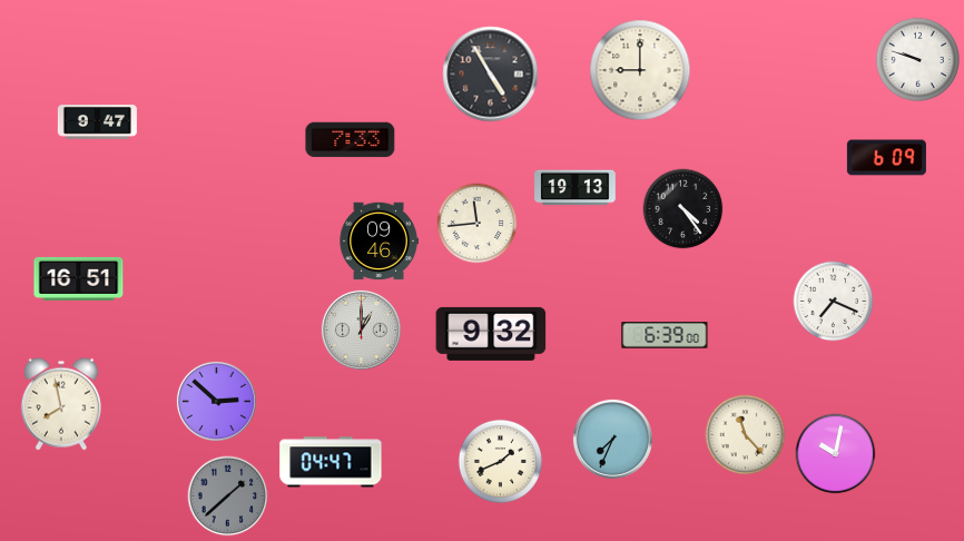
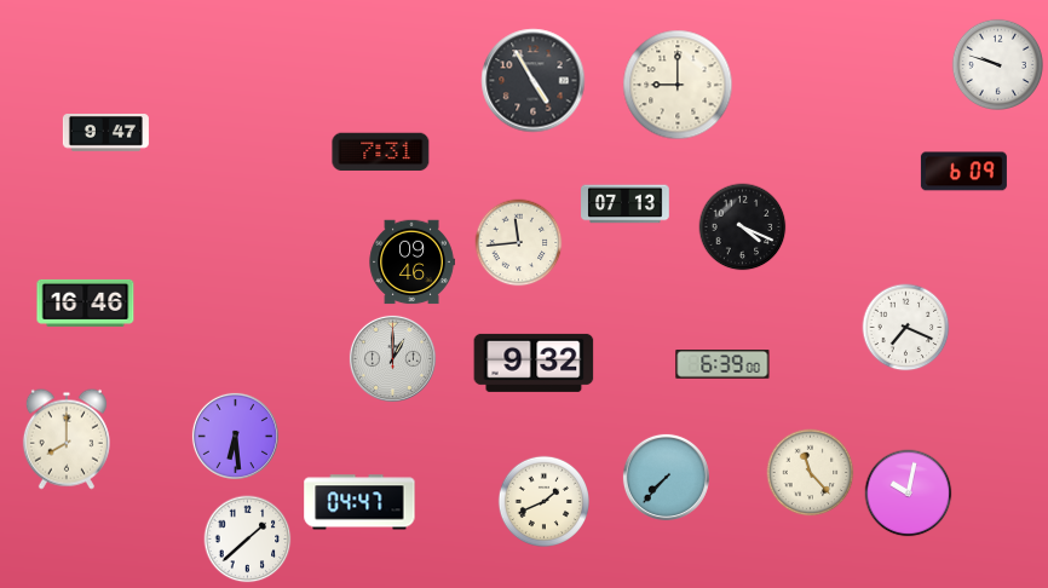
clock at (640, 70) position: (640, 70) -> (678, 85)
clock at (351, 140): 7:33 -> 7:31
clock at (576, 188): 19:13 -> 07:13
clock at (683, 209): 4:24 -> 4:19
clock at (79, 278): 16:51 -> 16:46
clock at (216, 401): 2:52 -> 6:29
clock at (61, 404): 7:58 -> 8:00
clock at (612, 439): 7:34 -> 7:37
clock at (228, 496) dial: grey -> white
